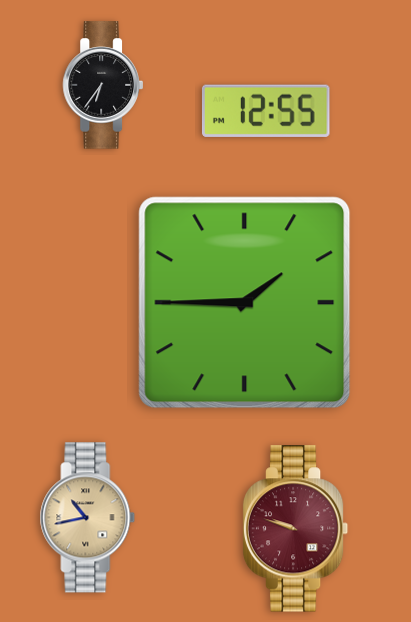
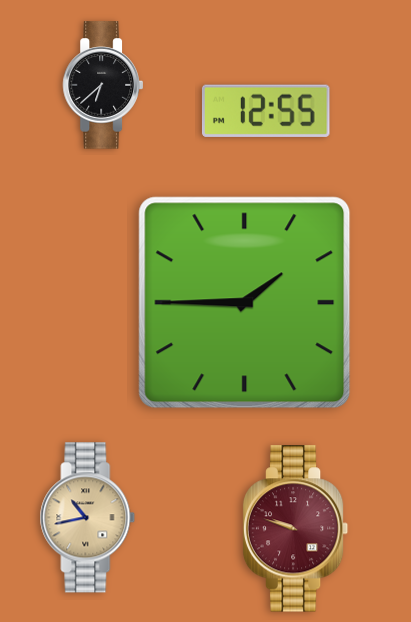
clock at (103, 85): 6:36 -> 6:38
